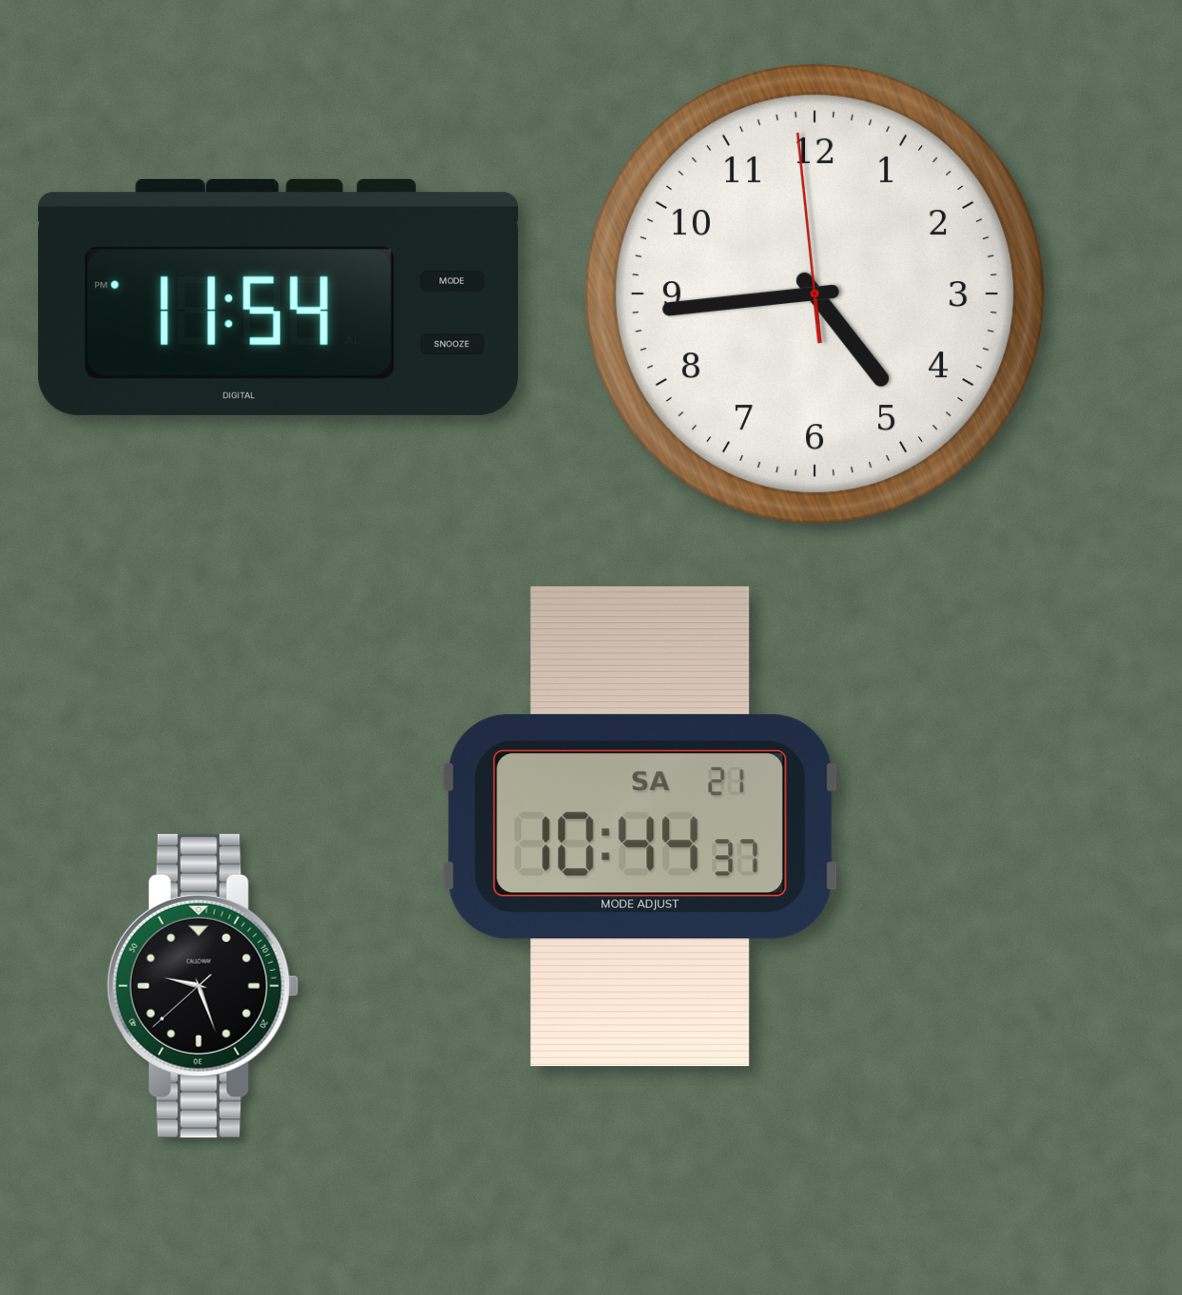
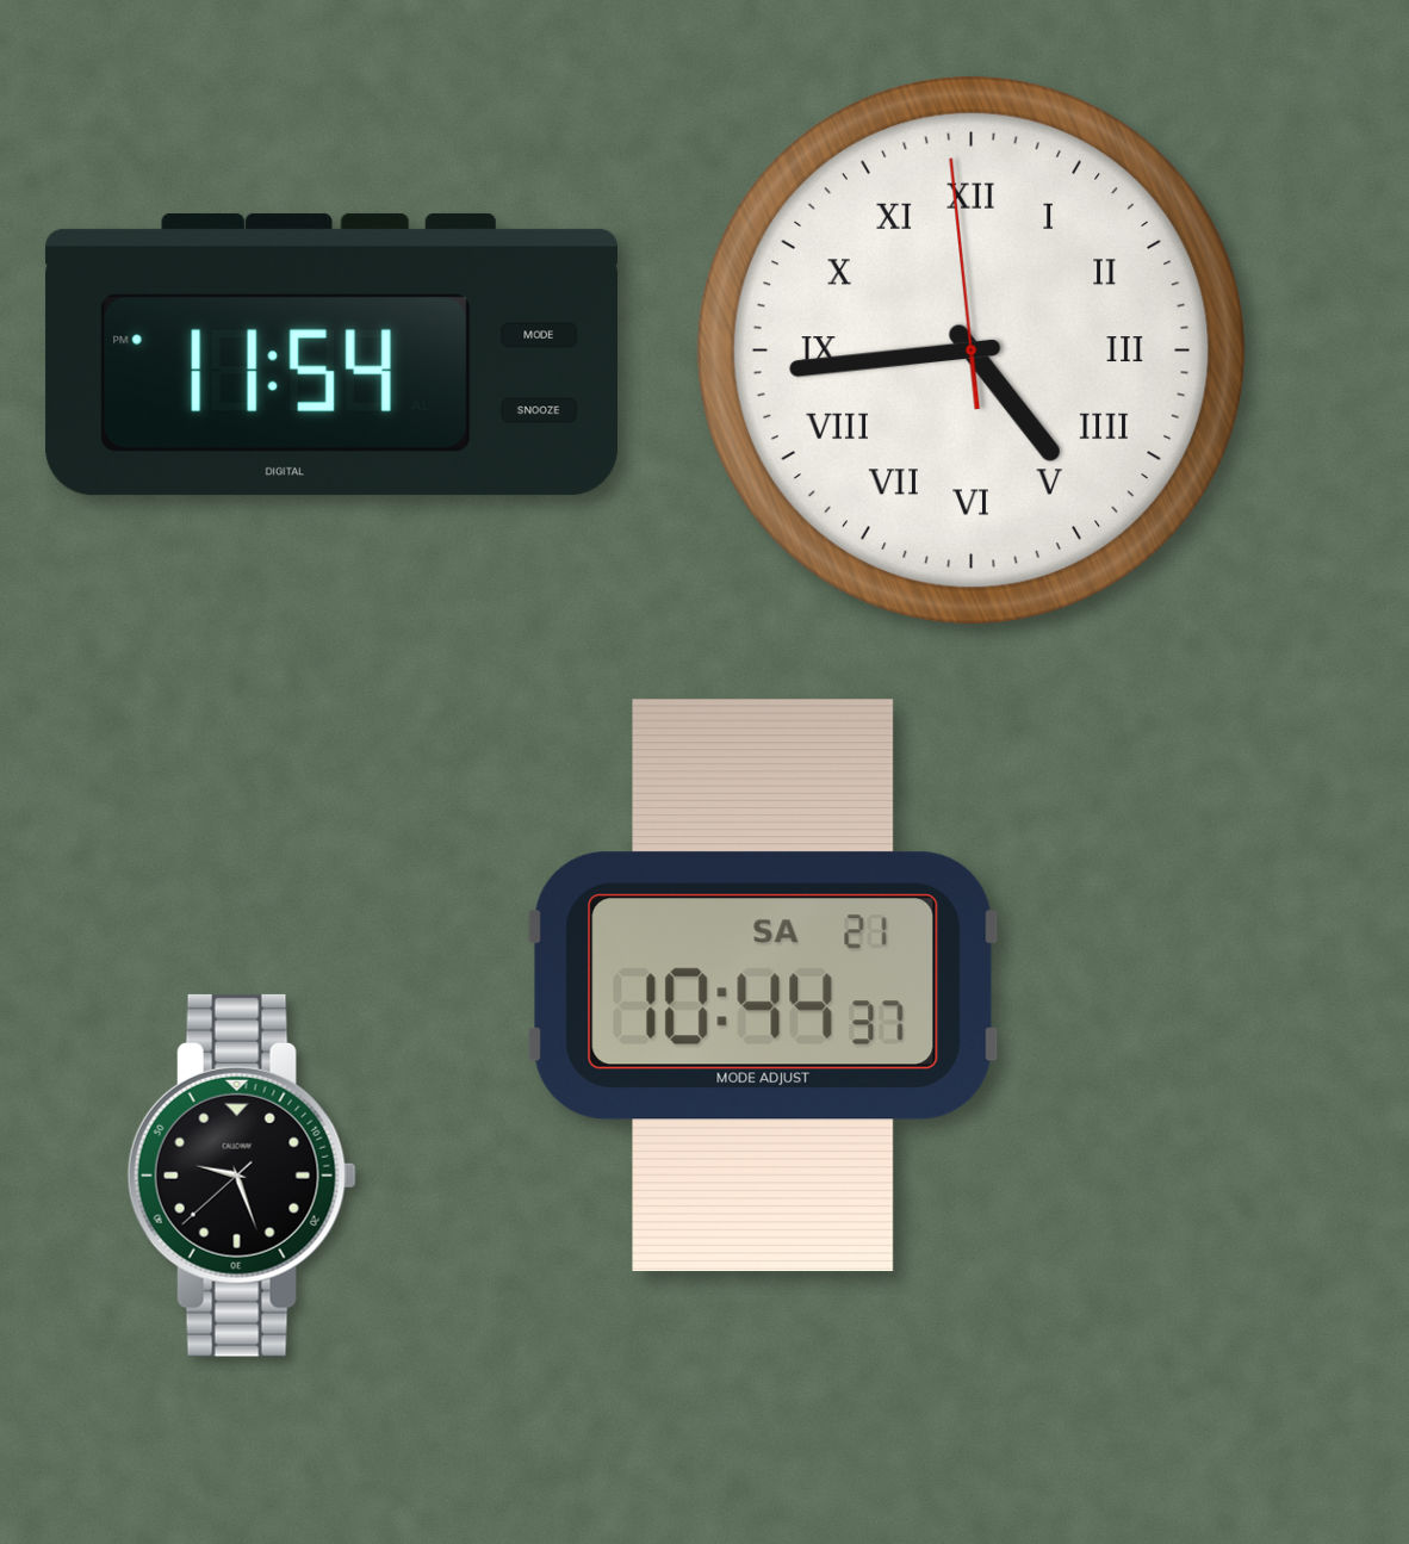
clock at (815, 294) numerals: Arabic -> Roman
